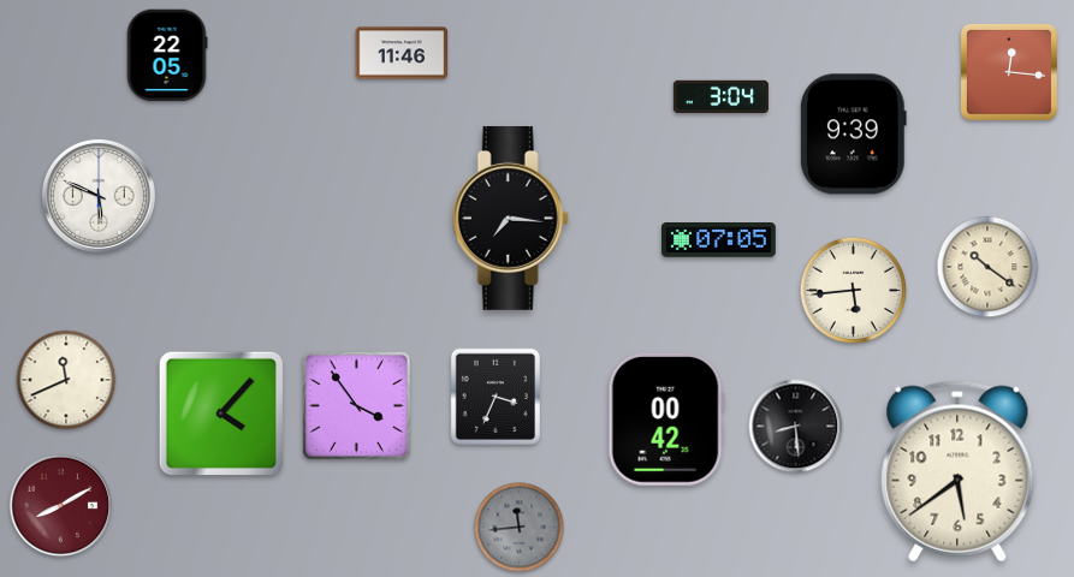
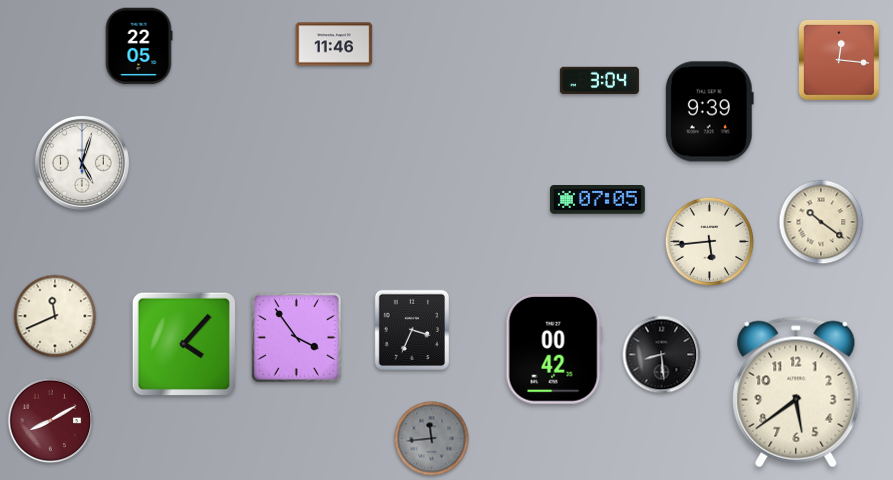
clock at (99, 196): 5:49 -> 5:03
clock at (510, 218): 7:16 -> none
